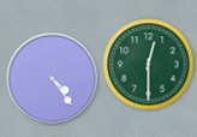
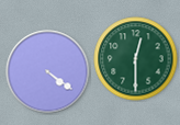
clock at (53, 79): 4:24 -> 4:21
